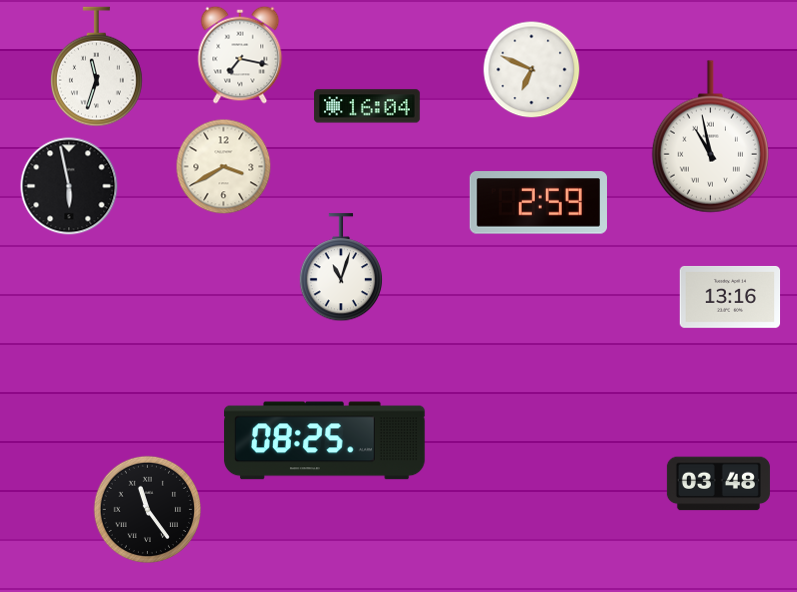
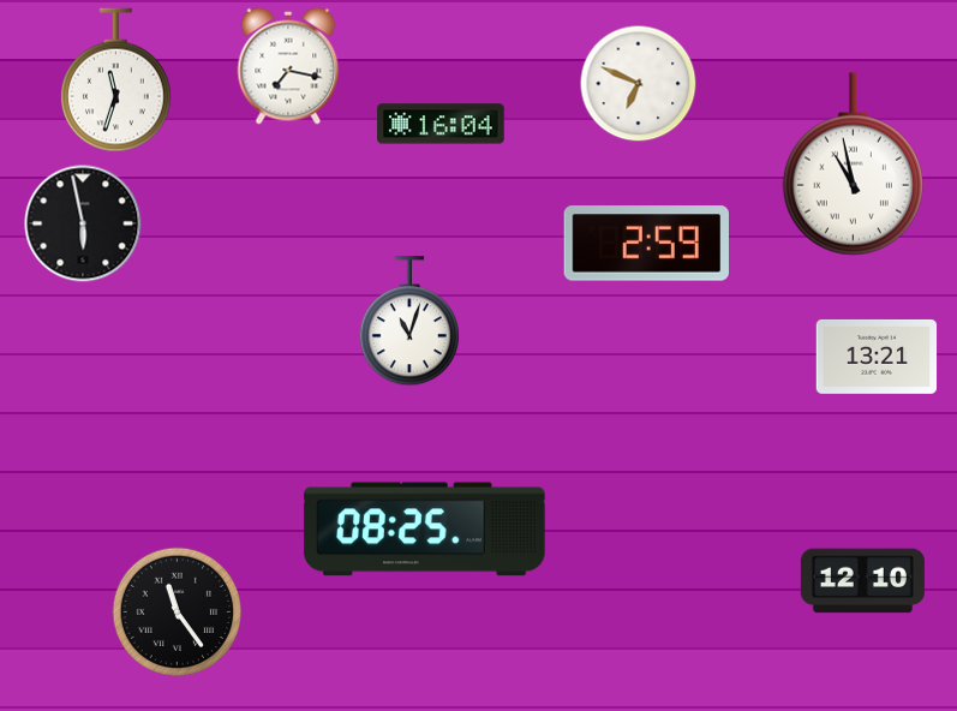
clock at (367, 106) position: (367, 106) -> (441, 124)
clock at (224, 167): 3:40 -> none
clock at (730, 297): 13:16 -> 13:21
clock at (325, 441) position: (325, 441) -> (425, 530)
clock at (718, 484): 03:48 -> 12:10
